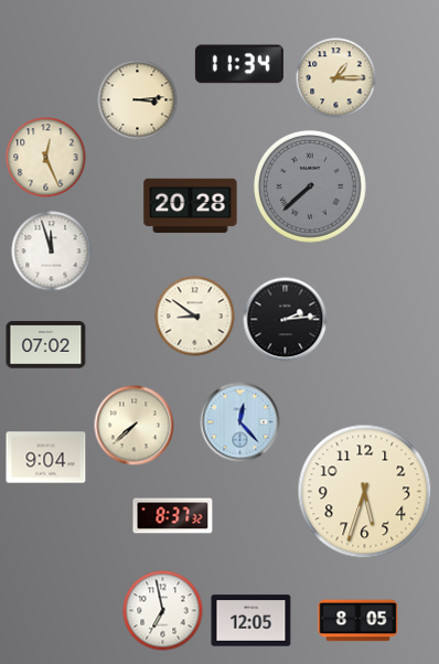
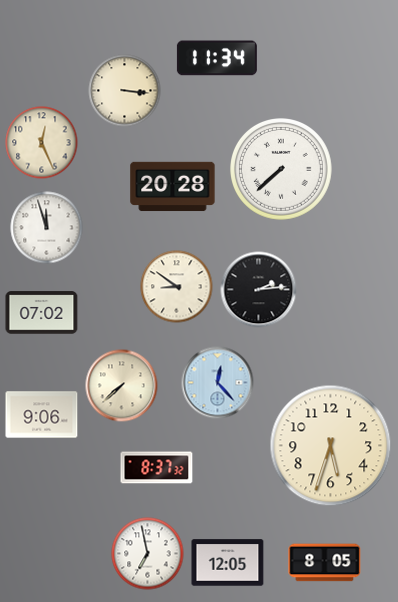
clock at (336, 78): 1:15 -> none
clock at (138, 100): 3:14 -> 3:16
clock at (311, 188) dial: grey -> white
clock at (46, 458): 9:04 -> 9:06
